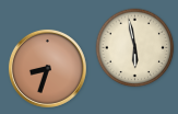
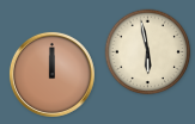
clock at (47, 68): 8:33 -> 12:00
